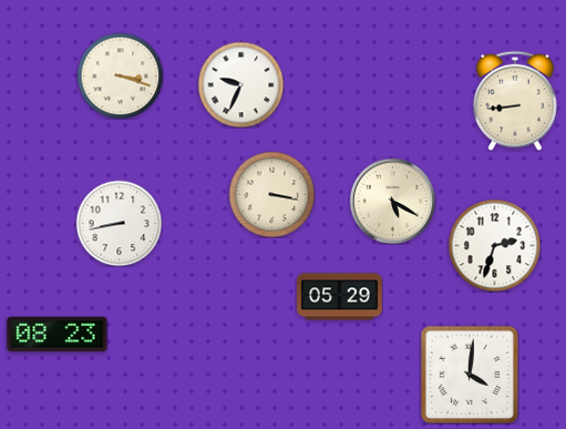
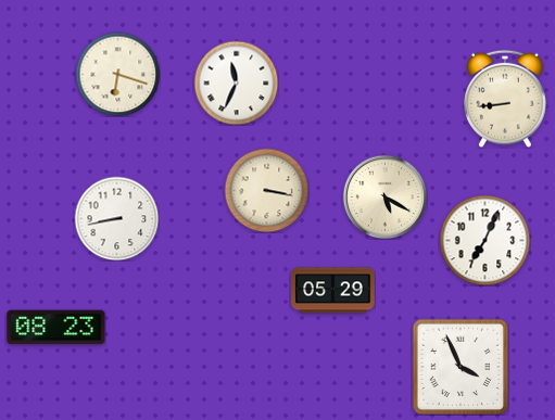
clock at (120, 75): 3:18 -> 6:18
clock at (240, 84): 9:34 -> 11:34
clock at (494, 245): 2:33 -> 7:04
clock at (470, 375): 4:01 -> 3:56
